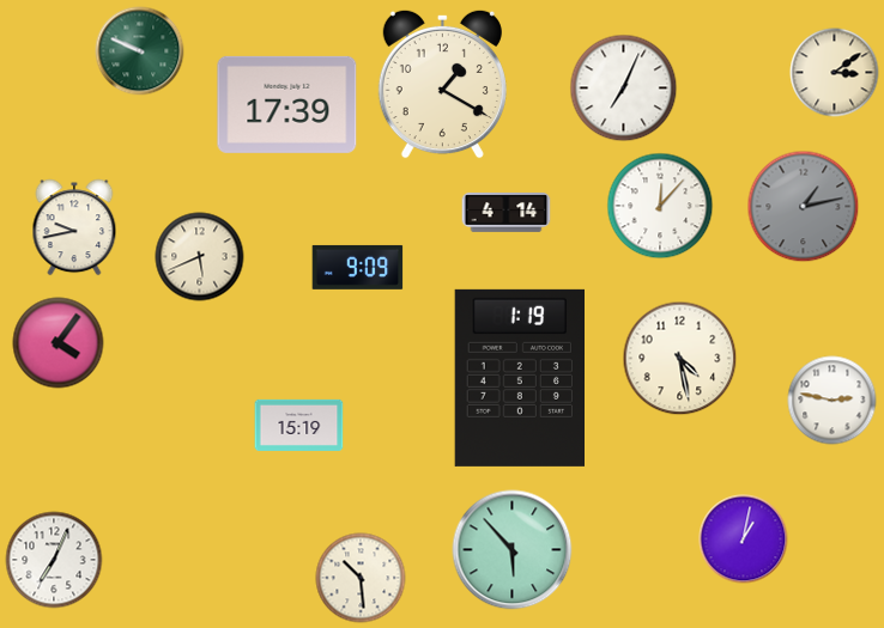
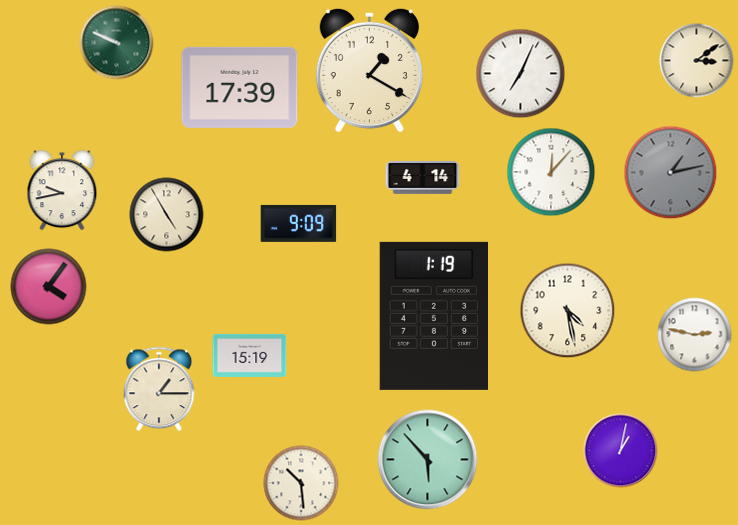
clock at (200, 257): 5:41 -> 4:55
clock at (680, 359) position: (680, 359) -> (568, 311)
clock at (159, 389): none -> 1:15
clock at (54, 560): 7:04 -> none
